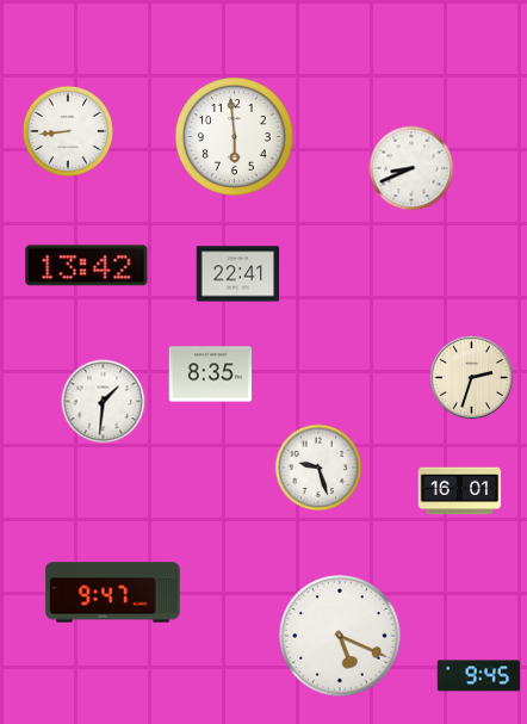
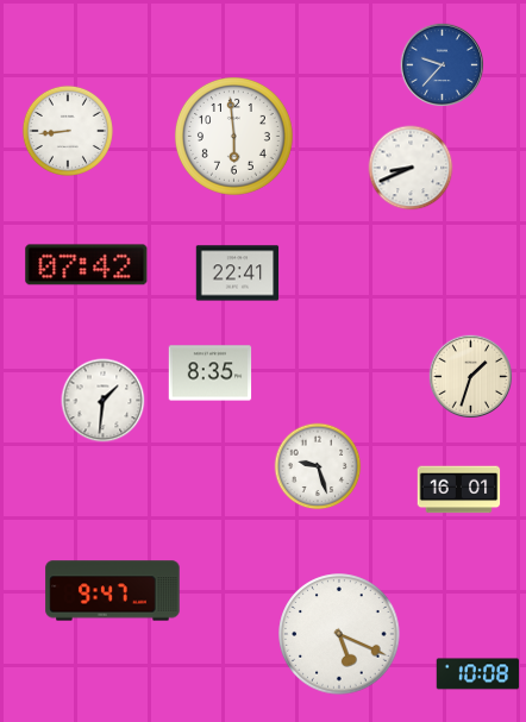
clock at (442, 64): none -> 9:37
clock at (87, 266): 13:42 -> 07:42
clock at (471, 377): 2:33 -> 1:33
clock at (479, 676): 9:45 -> 10:08
